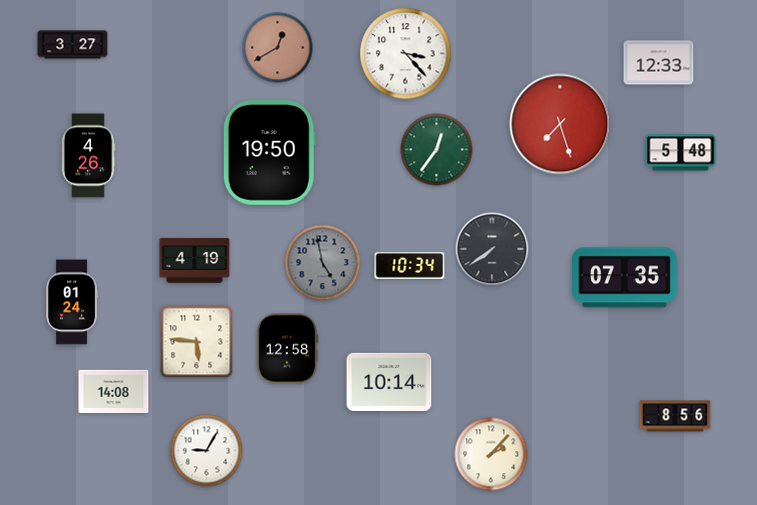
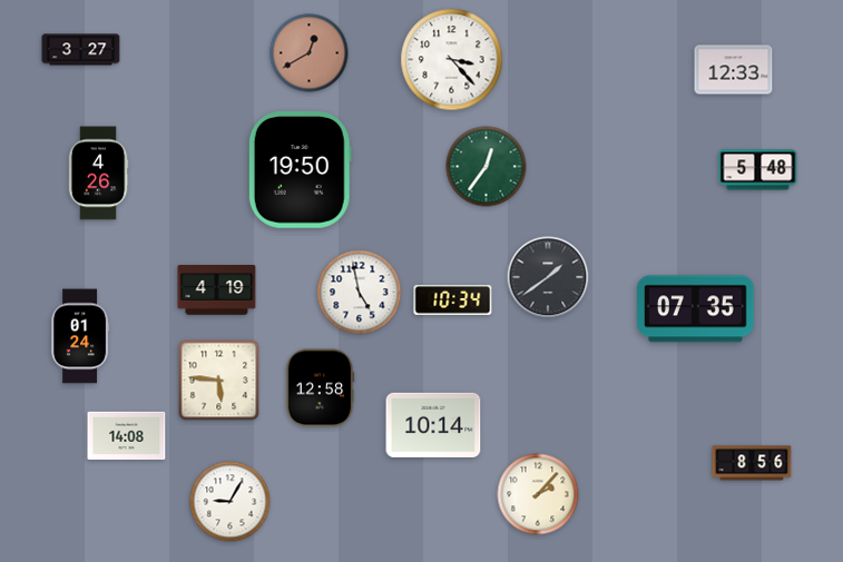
clock at (560, 124): 7:27 -> none
clock at (492, 249): 7:39 -> 1:39
clock at (323, 263) dial: grey -> white
clock at (410, 265) position: (410, 265) -> (453, 299)
clock at (491, 454) position: (491, 454) -> (538, 494)
